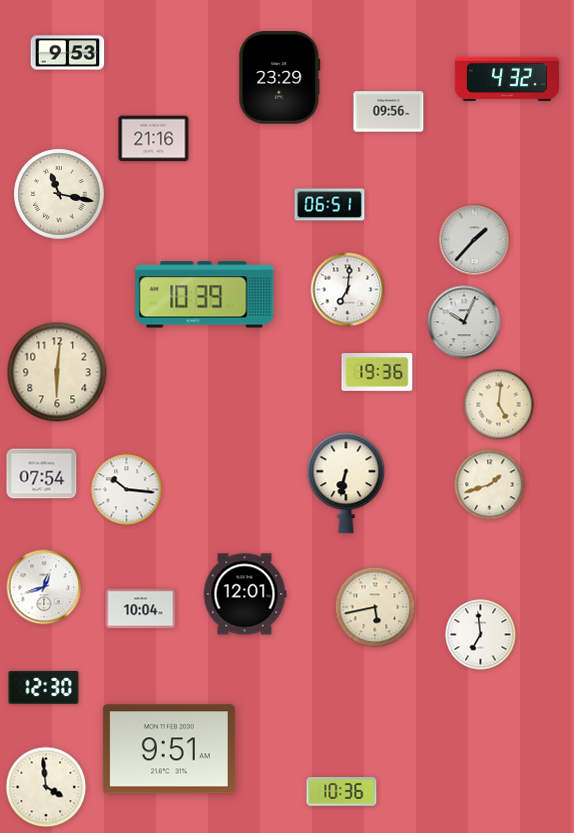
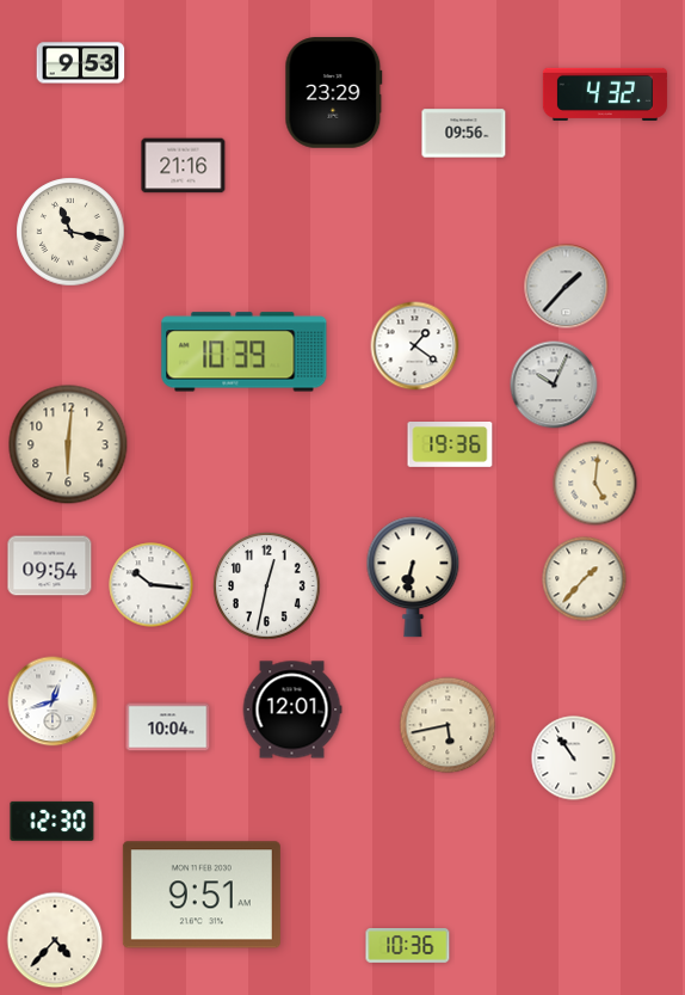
clock at (330, 205): 06:51 -> none
clock at (348, 290): 7:01 -> 1:21
clock at (42, 474): 07:54 -> 09:54
clock at (490, 485): 1:42 -> 1:37
clock at (267, 586): none -> 12:32
clock at (481, 635): 6:59 -> 10:54
clock at (46, 787): 3:59 -> 4:37
